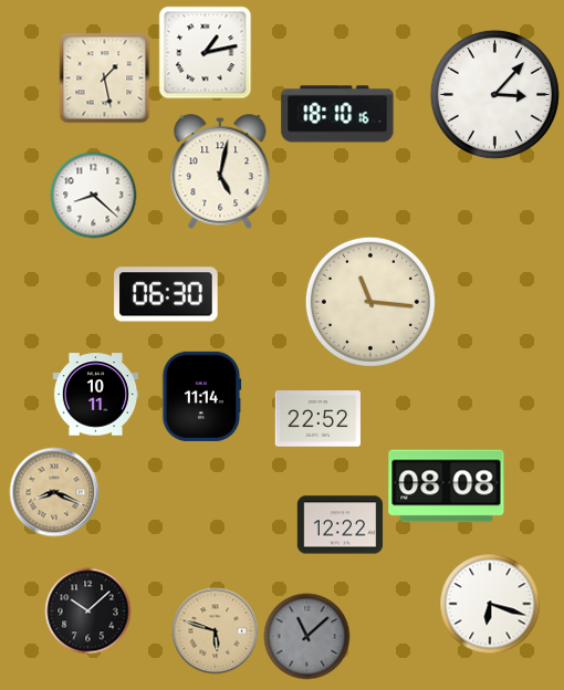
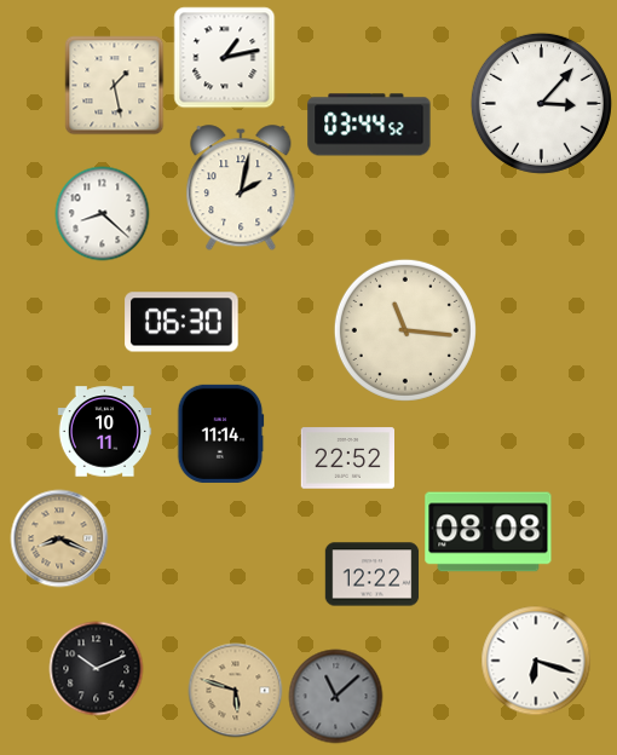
clock at (337, 114): 18:10 -> 03:44
clock at (220, 171): 5:02 -> 2:02
clock at (87, 610): 10:08 -> 10:11
